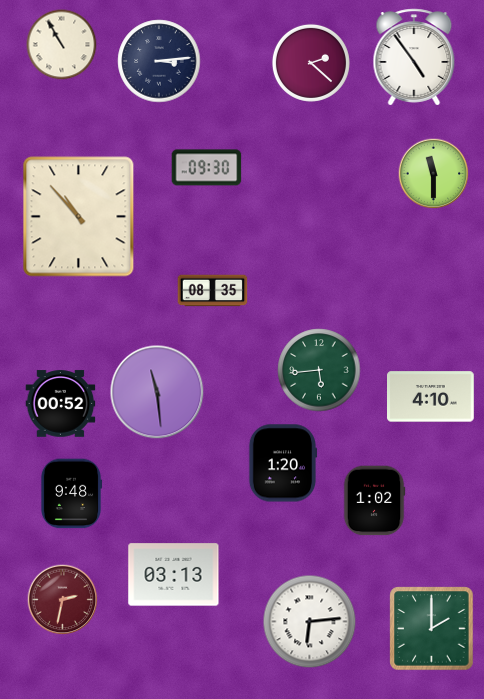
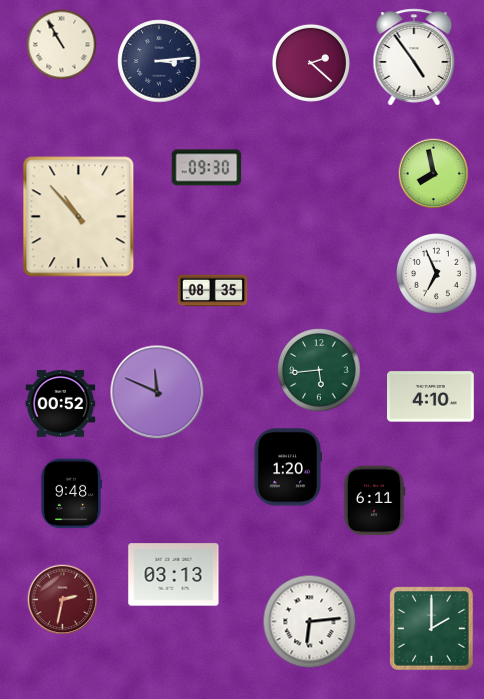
clock at (434, 174): 11:30 -> 7:58
clock at (437, 274): none -> 6:56
clock at (157, 392): 11:29 -> 11:49
clock at (283, 463) position: (283, 463) -> (288, 467)
clock at (374, 501): 1:02 -> 6:11
